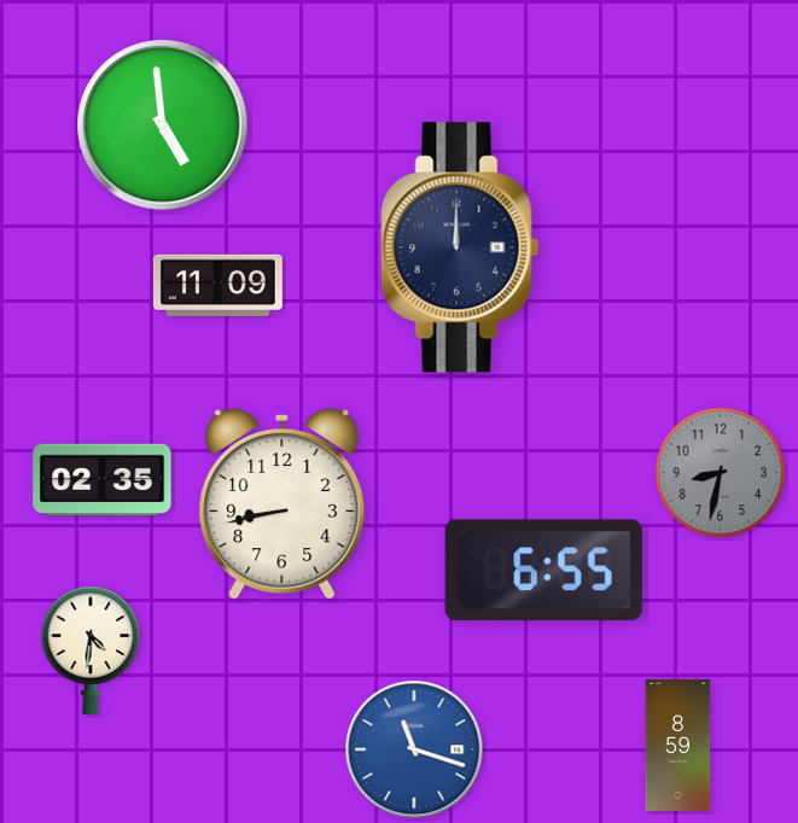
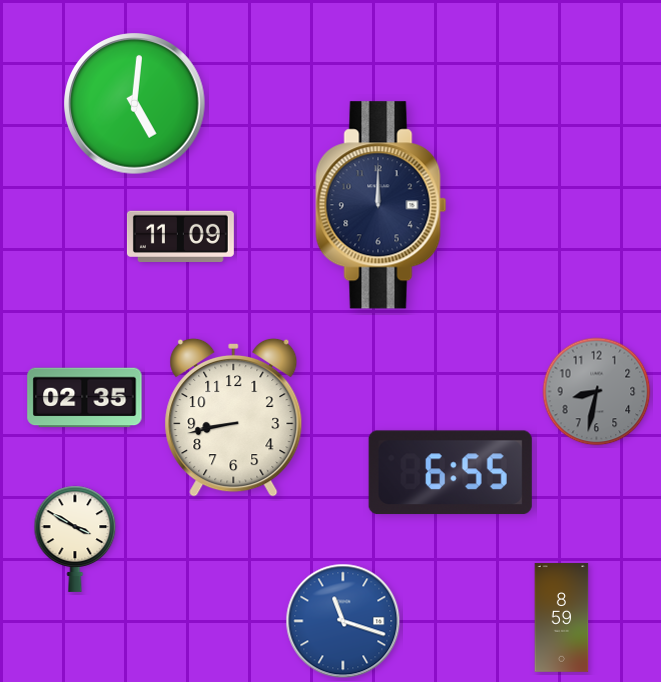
clock at (163, 126): 4:59 -> 5:01
clock at (91, 650): 4:31 -> 3:50
